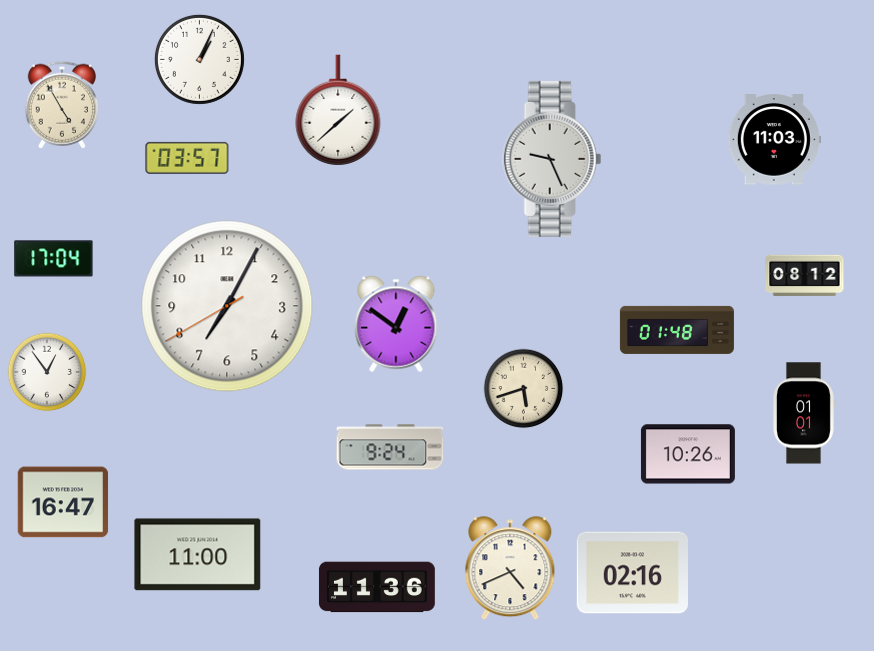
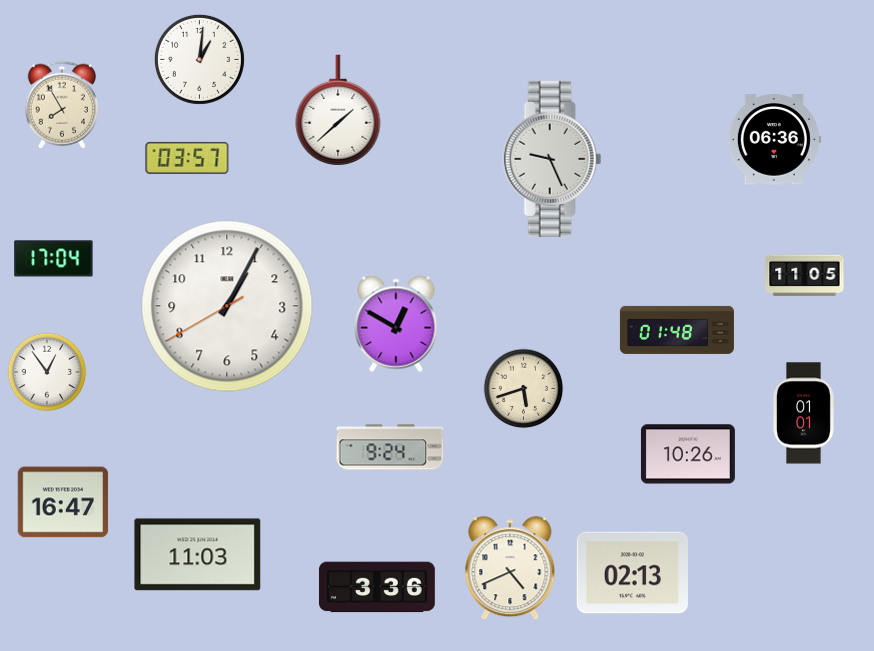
clock at (199, 59): 1:04 -> 1:01
clock at (61, 105): 4:55 -> 7:55
clock at (774, 140): 11:03 -> 06:36
clock at (805, 276): 08:12 -> 11:05
clock at (227, 306): 7:04 -> 1:04
clock at (396, 324): 12:51 -> 12:50
clock at (198, 555): 11:00 -> 11:03
clock at (632, 573): 02:16 -> 02:13
clock at (377, 587): 11:36 -> 3:36
